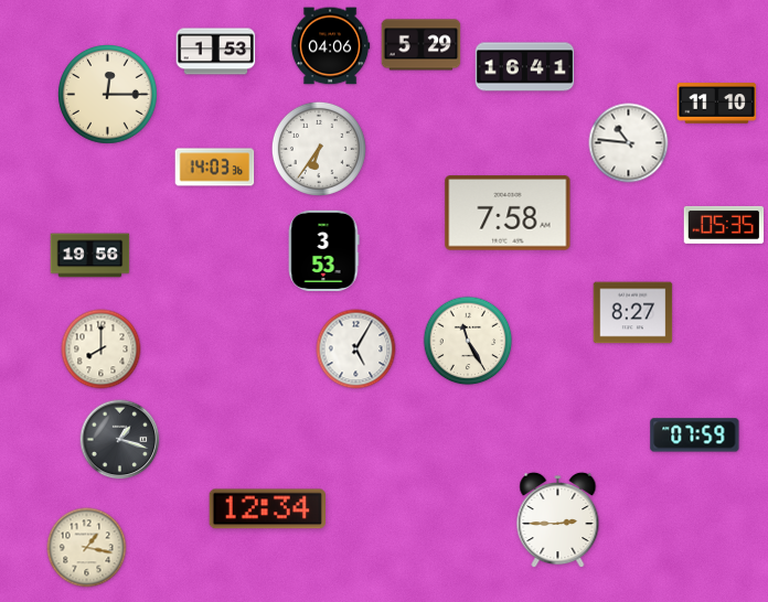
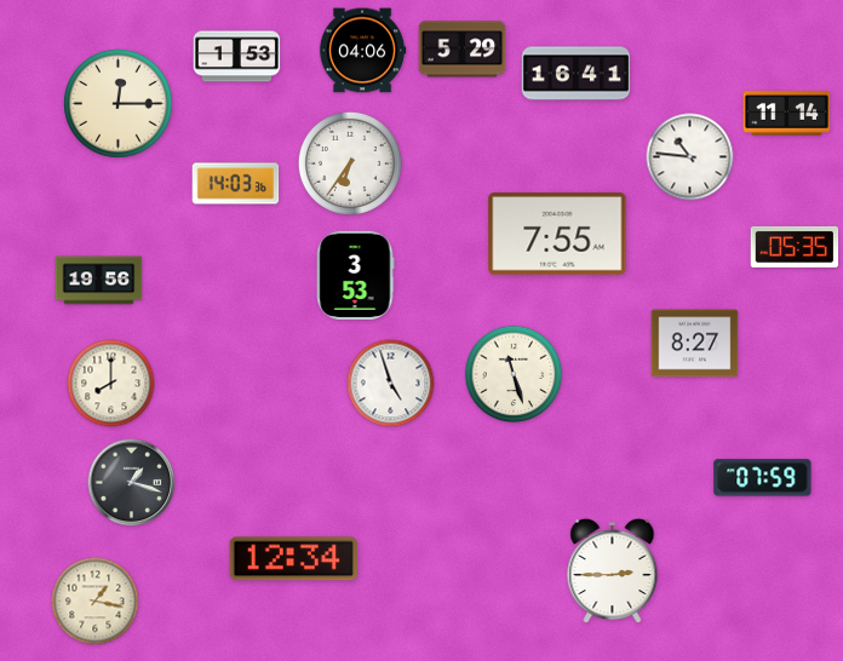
clock at (717, 104): 11:10 -> 11:14
clock at (508, 213): 7:58 -> 7:55
clock at (468, 341): 11:25 -> 11:27
clock at (356, 350): 5:05 -> 4:57
